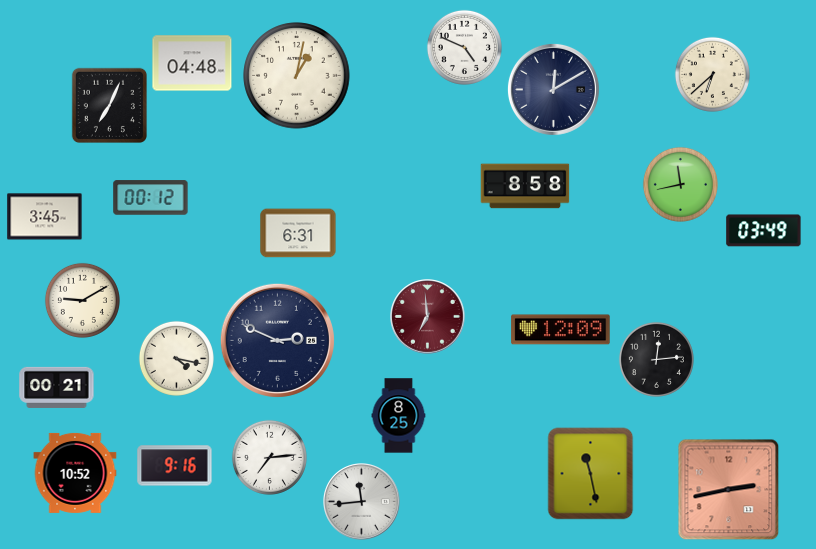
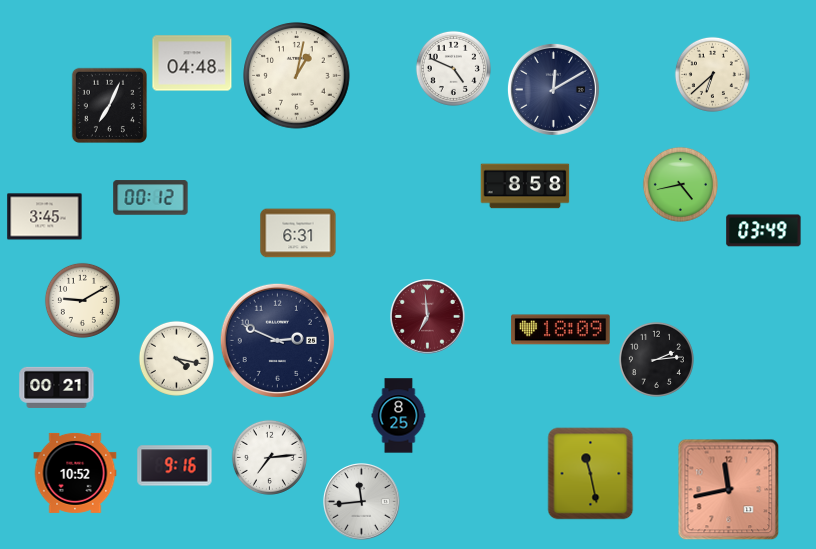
clock at (464, 47) position: (464, 47) -> (453, 68)
clock at (680, 184): 11:43 -> 4:43
clock at (561, 330): 12:09 -> 18:09
clock at (656, 359): 12:14 -> 2:14
clock at (729, 490): 2:43 -> 11:43
